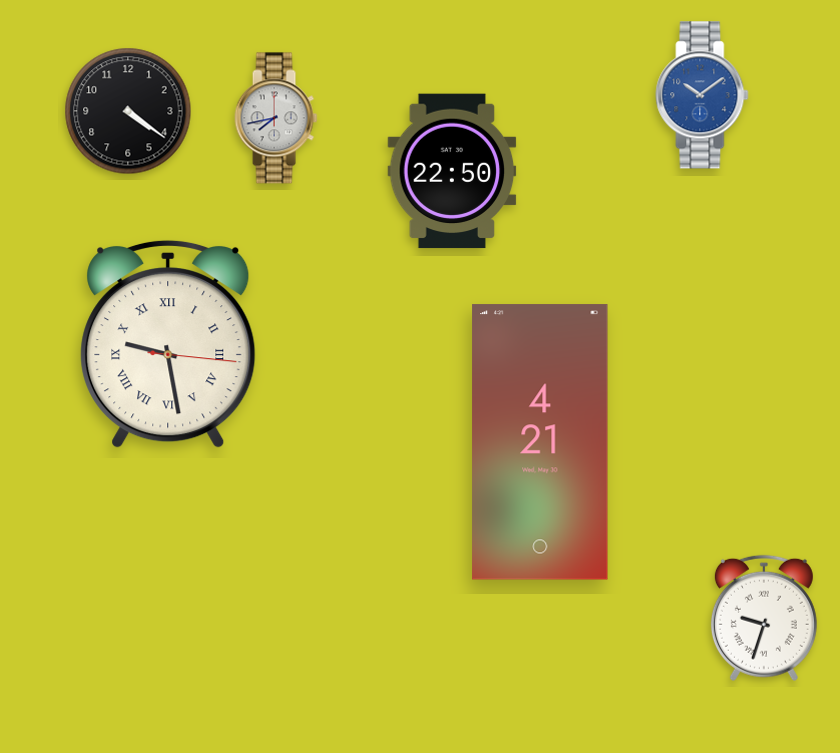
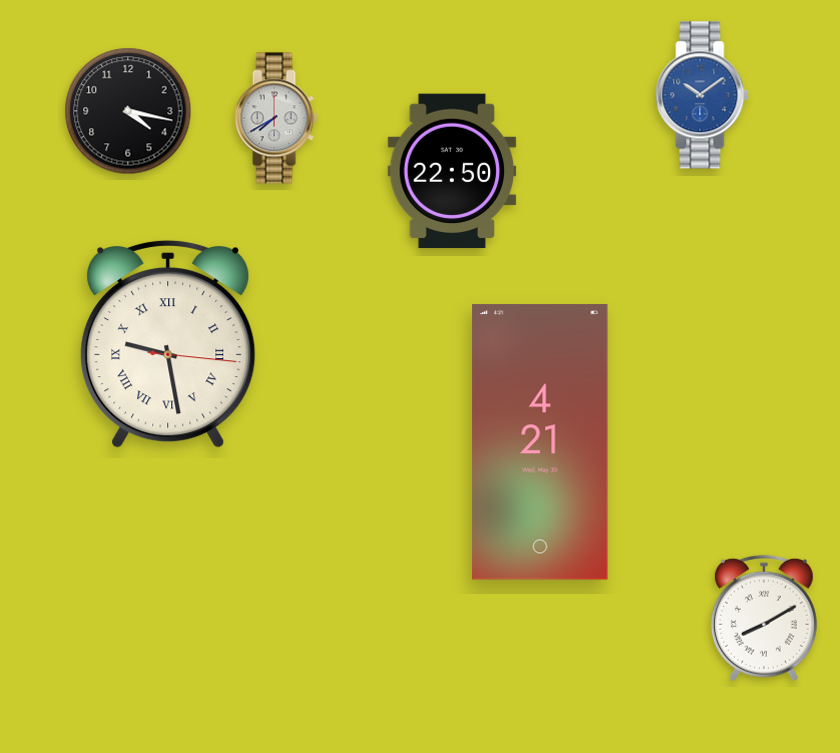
clock at (128, 111): 4:21 -> 4:17
clock at (276, 118): 7:43 -> 7:40
clock at (764, 618): 9:33 -> 8:10
